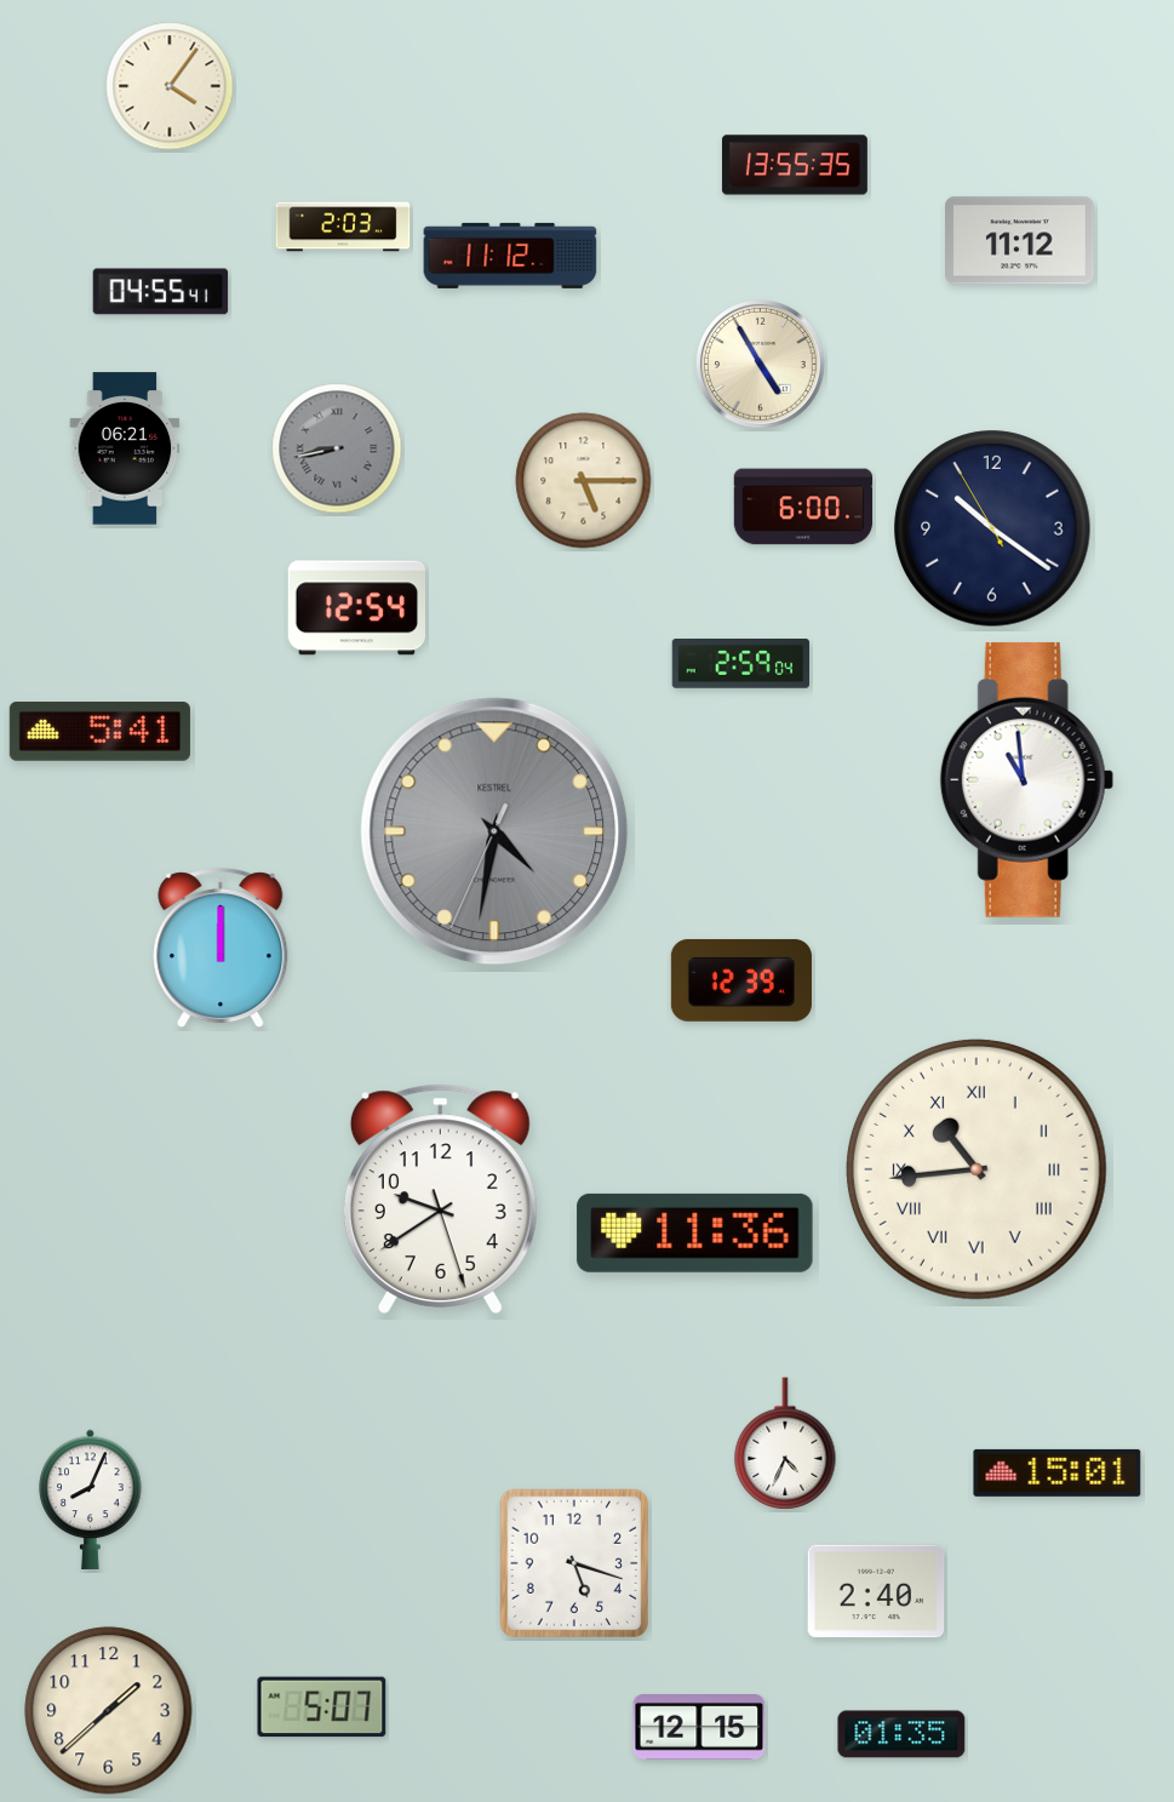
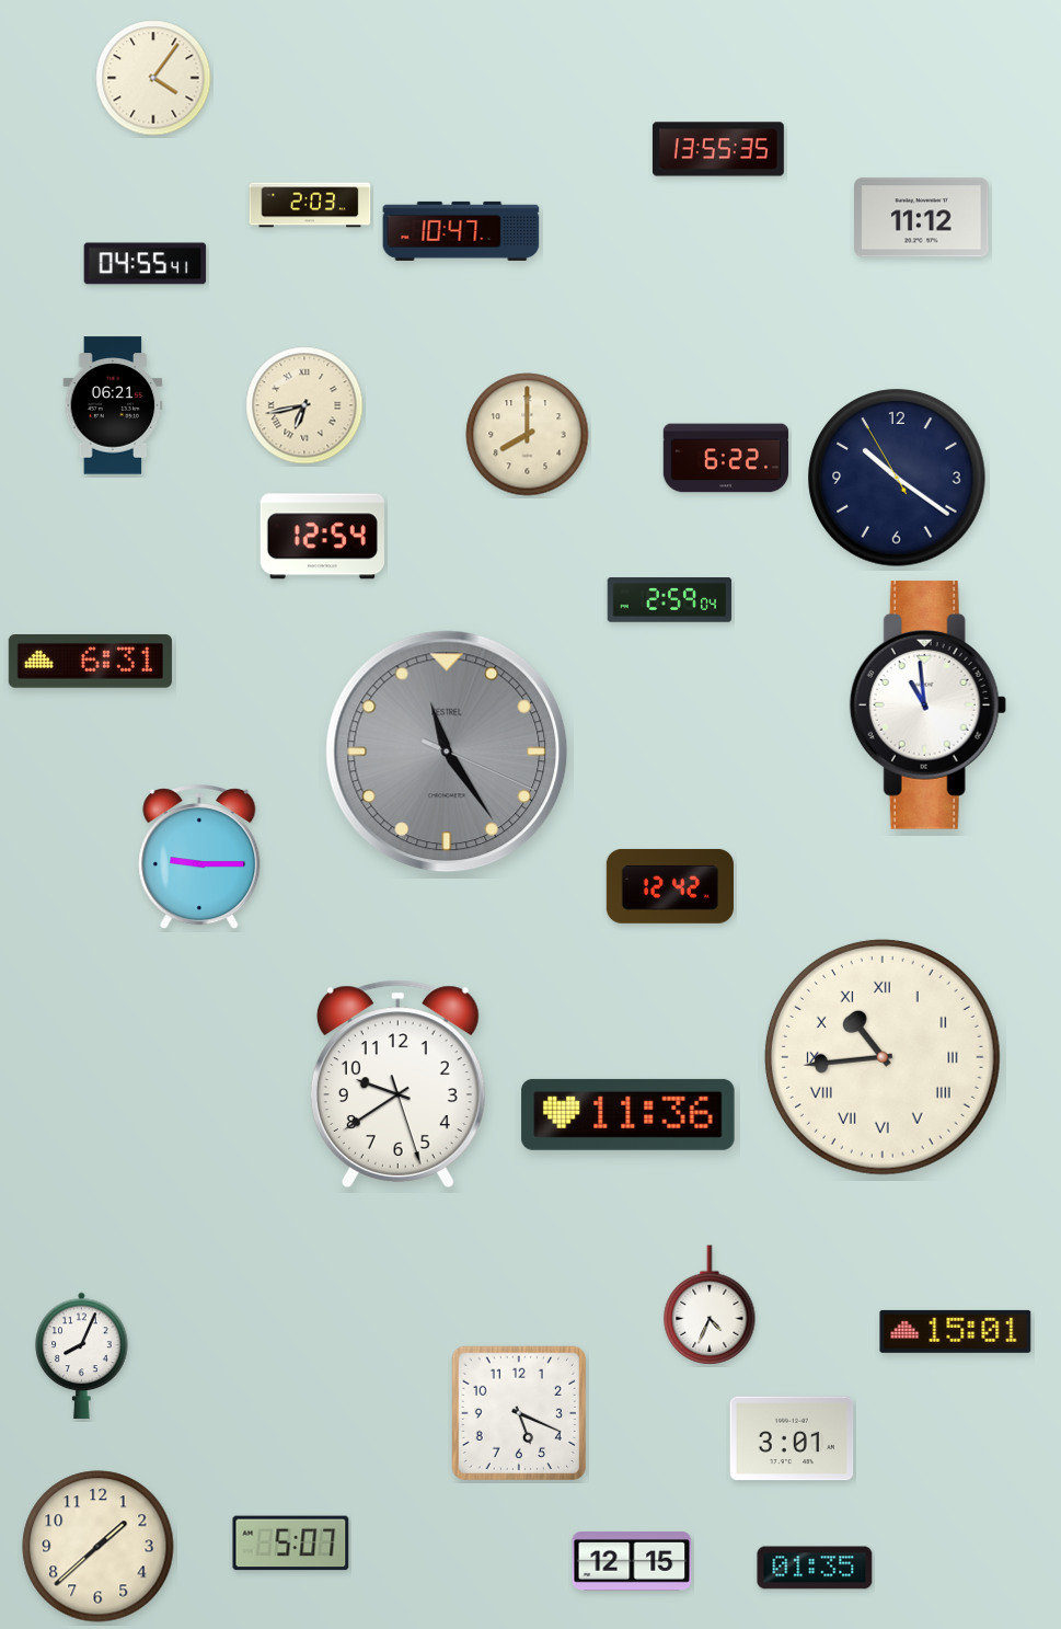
clock at (510, 256): 11:12 -> 10:47
clock at (761, 365): 4:55 -> none
clock at (337, 448): 8:43 -> 6:43
clock at (337, 448) dial: grey -> cream
clock at (584, 481): 5:15 -> 8:00
clock at (803, 507): 6:00 -> 6:22
clock at (356, 608) position: (356, 608) -> (322, 537)
clock at (99, 732): 5:41 -> 6:31
clock at (494, 831): 4:31 -> 11:24
clock at (221, 949): 12:00 -> 9:15
clock at (741, 980): 12:39 -> 12:42
clock at (573, 1562): 5:18 -> 5:19
clock at (876, 1591): 2:40 -> 3:01
